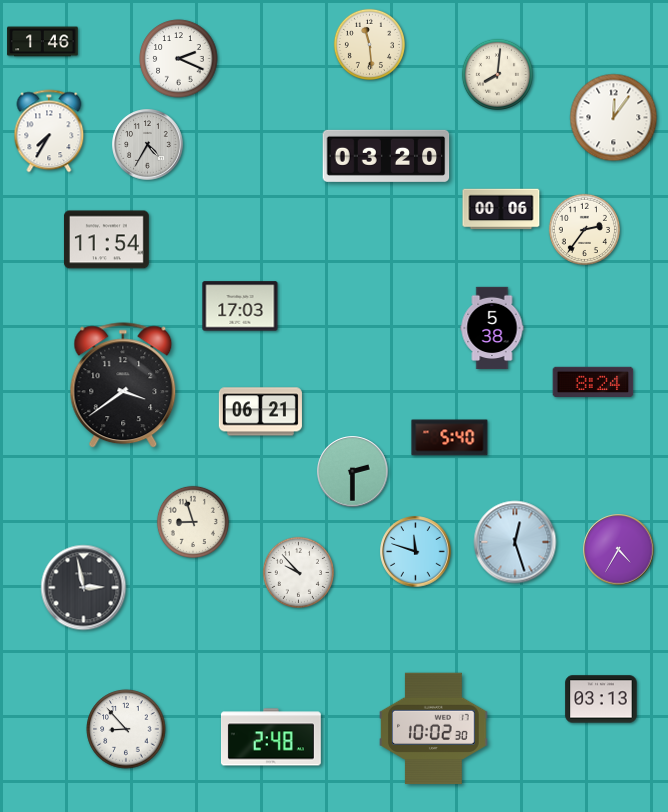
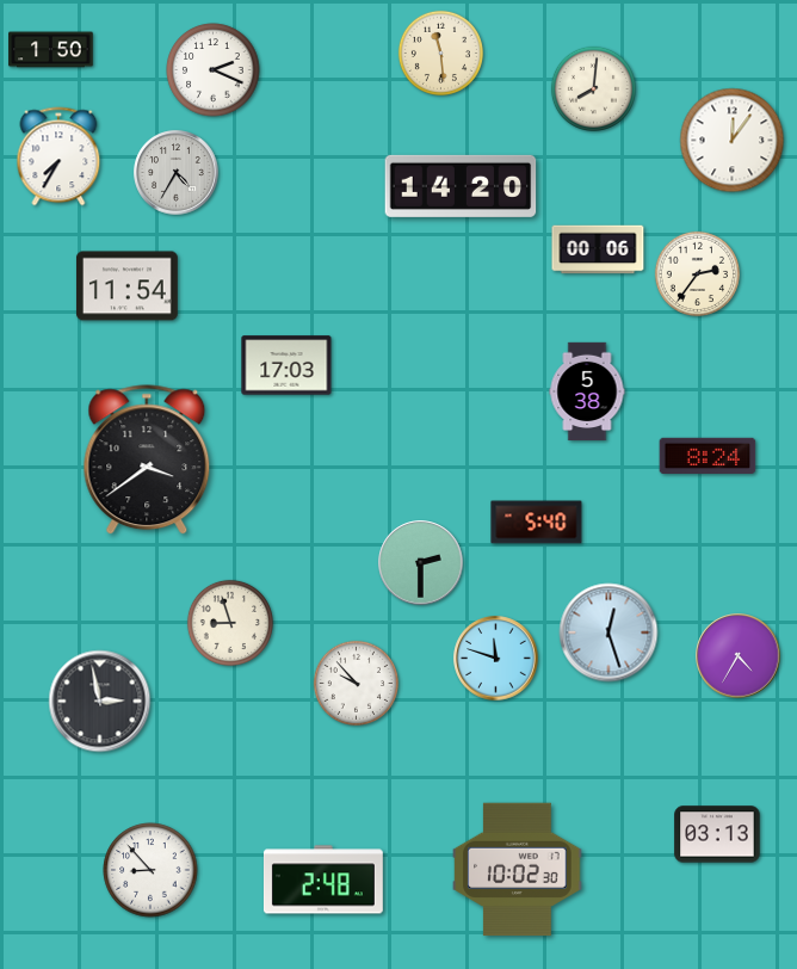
clock at (43, 42): 1:46 -> 1:50
clock at (386, 156): 03:20 -> 14:20
clock at (260, 412): 06:21 -> none
clock at (515, 542) position: (515, 542) -> (608, 632)
